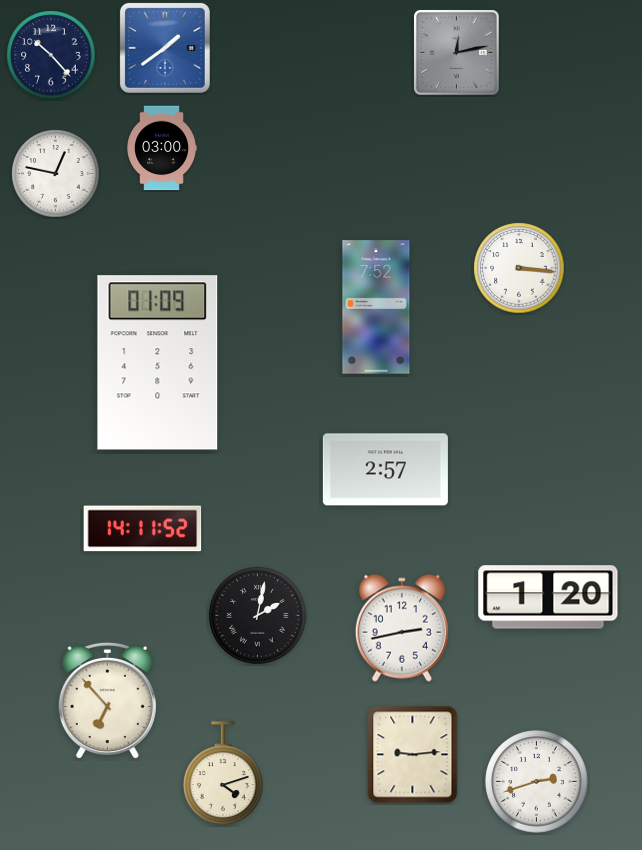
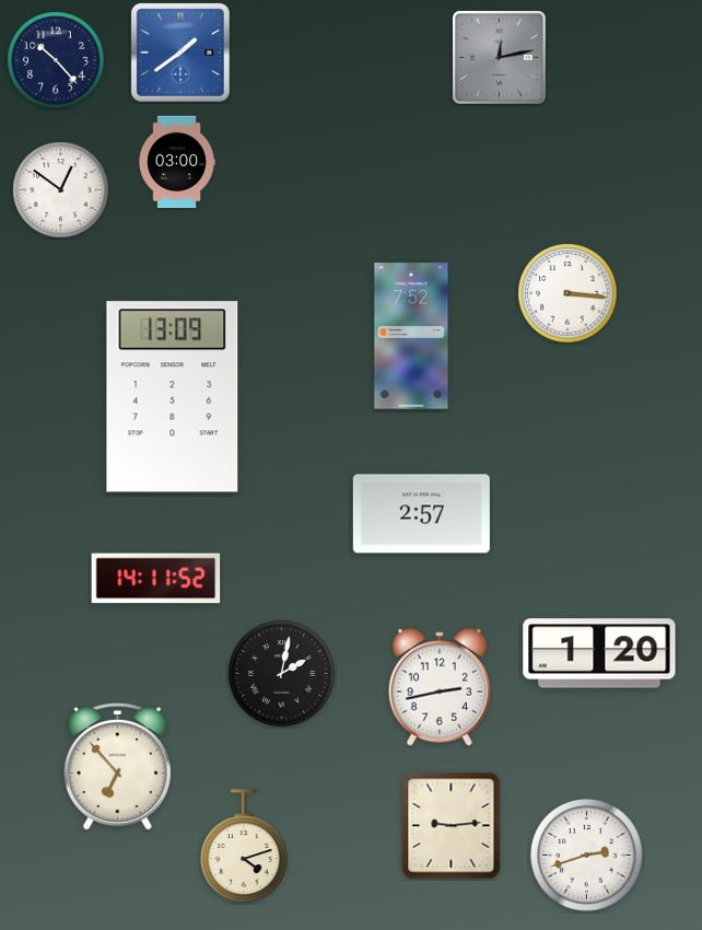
clock at (56, 174): 12:47 -> 12:51
clock at (158, 363): 01:09 -> 13:09
